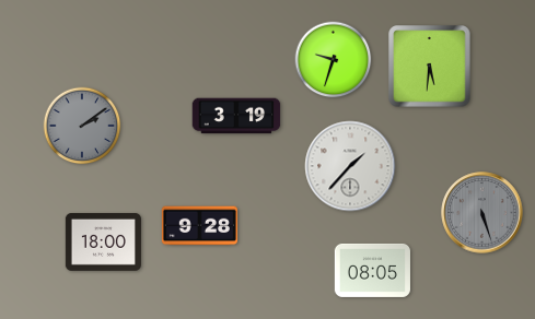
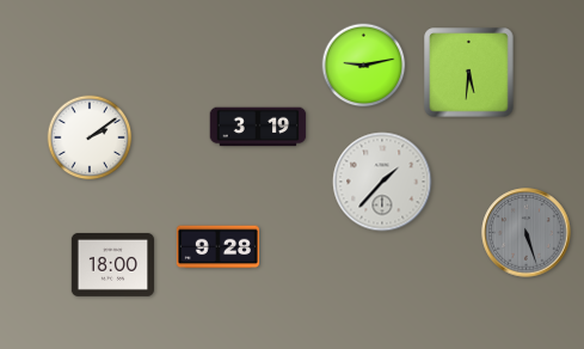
clock at (334, 60): 9:33 -> 9:13
clock at (82, 126) dial: grey -> white
clock at (372, 270): 08:05 -> none
